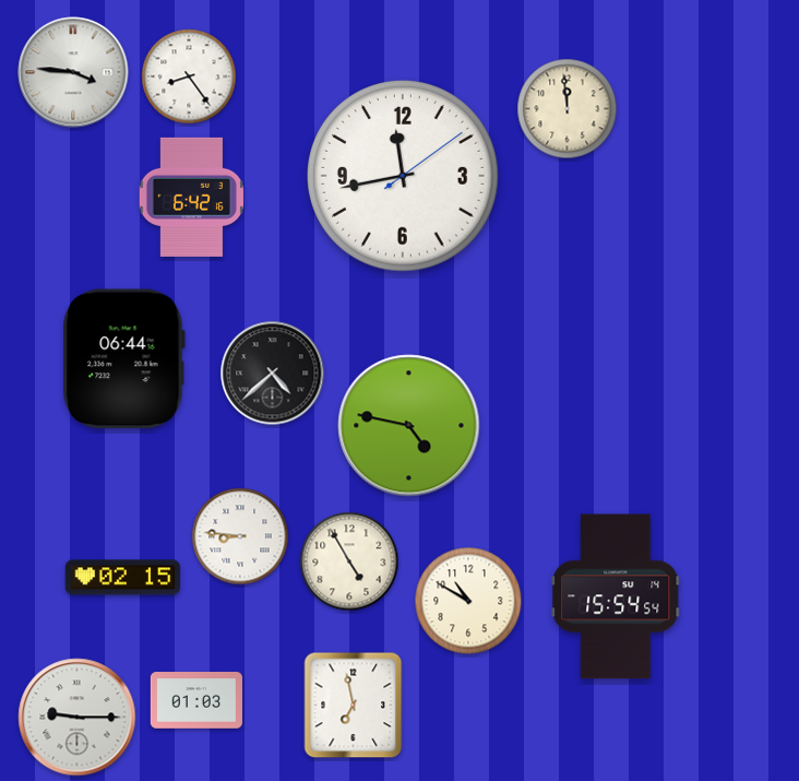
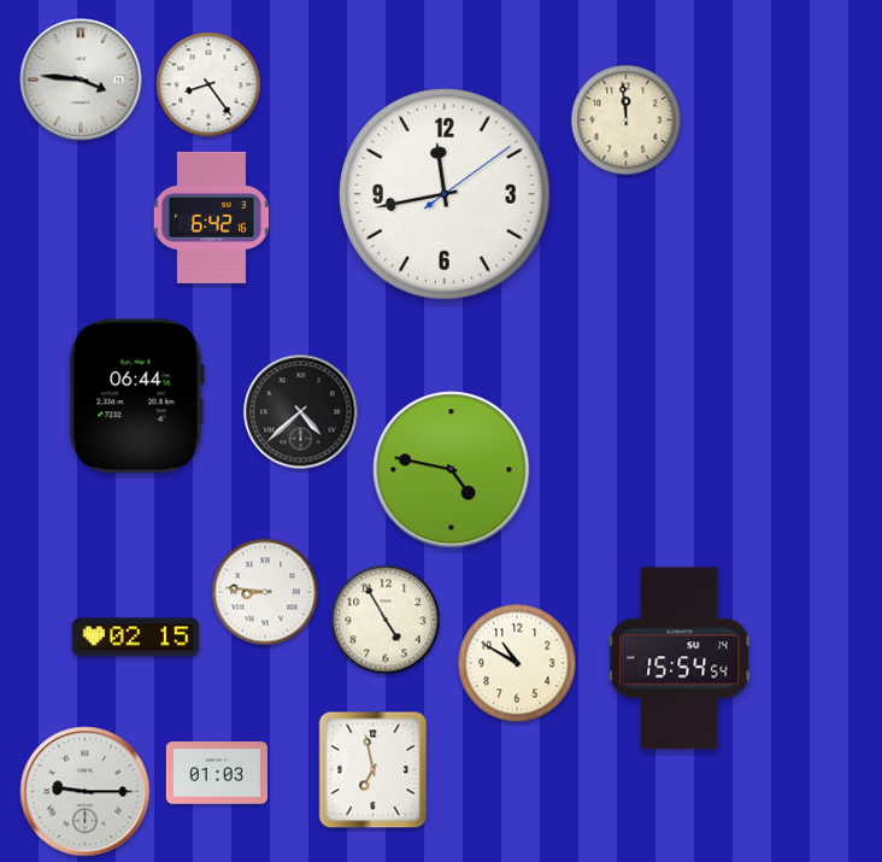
clock at (354, 706) position: (354, 706) -> (374, 770)
